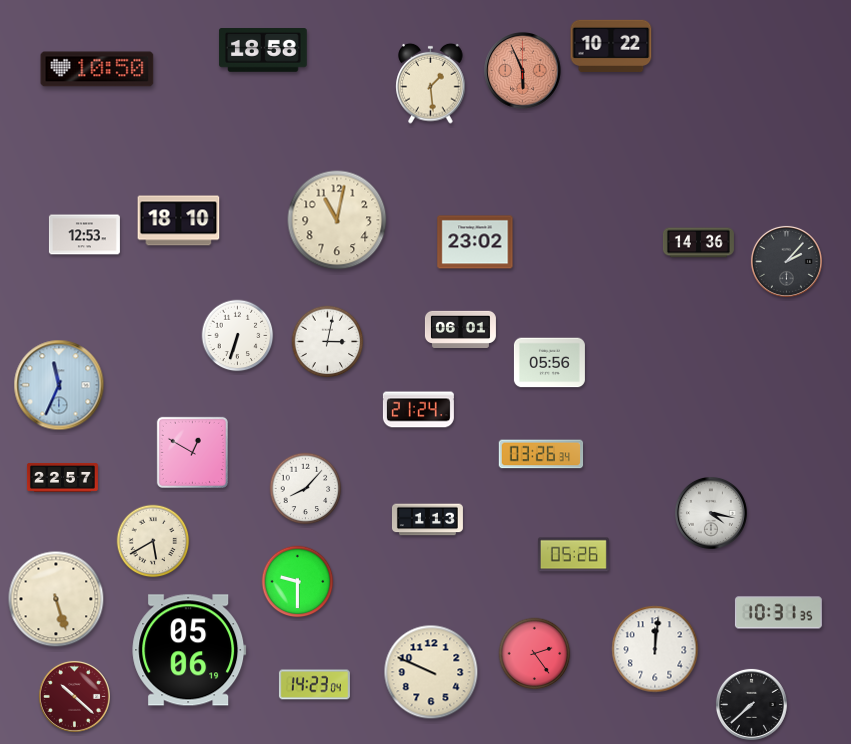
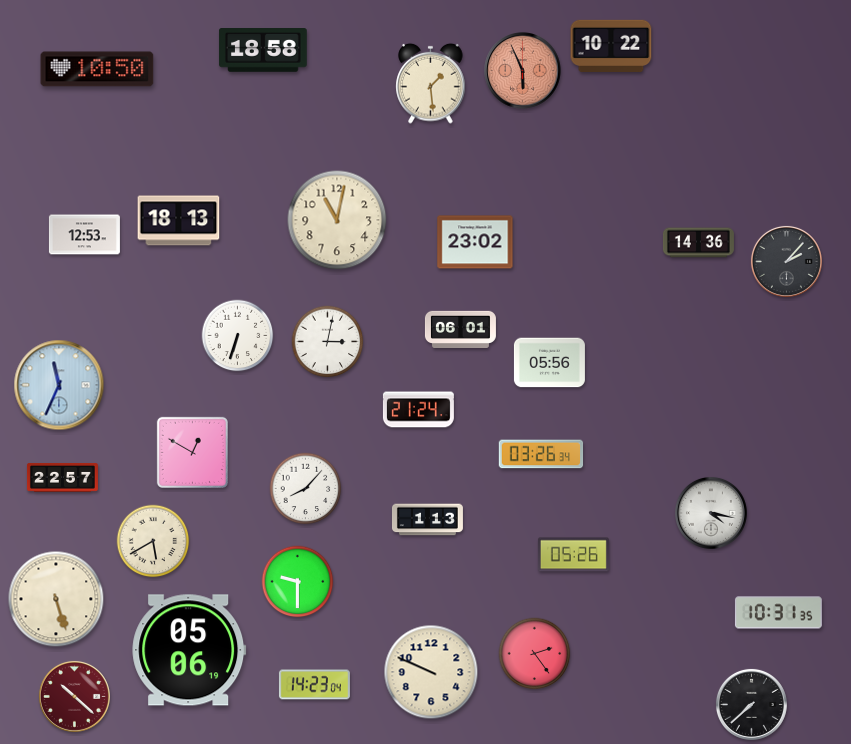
clock at (179, 221): 18:10 -> 18:13
clock at (655, 649): 12:01 -> none
